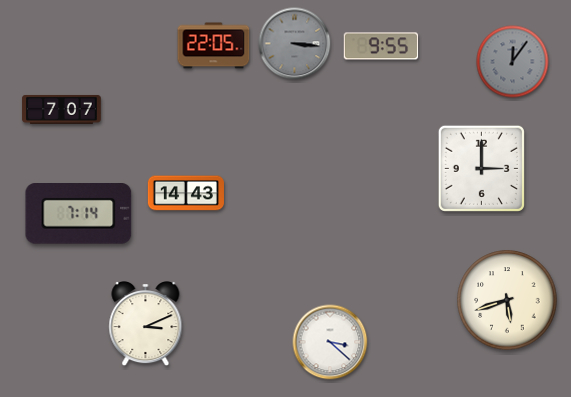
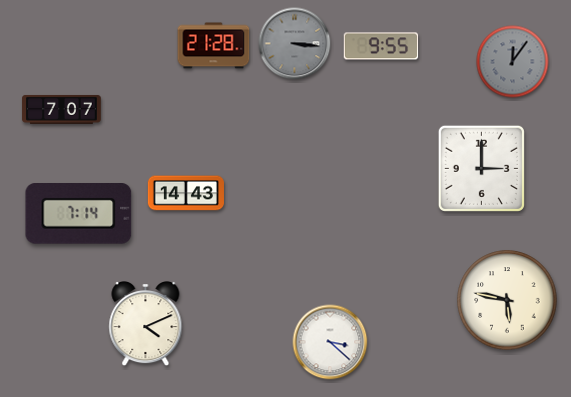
clock at (214, 46): 22:05 -> 21:28
clock at (507, 300): 5:42 -> 5:47
clock at (146, 324): 3:11 -> 4:11
